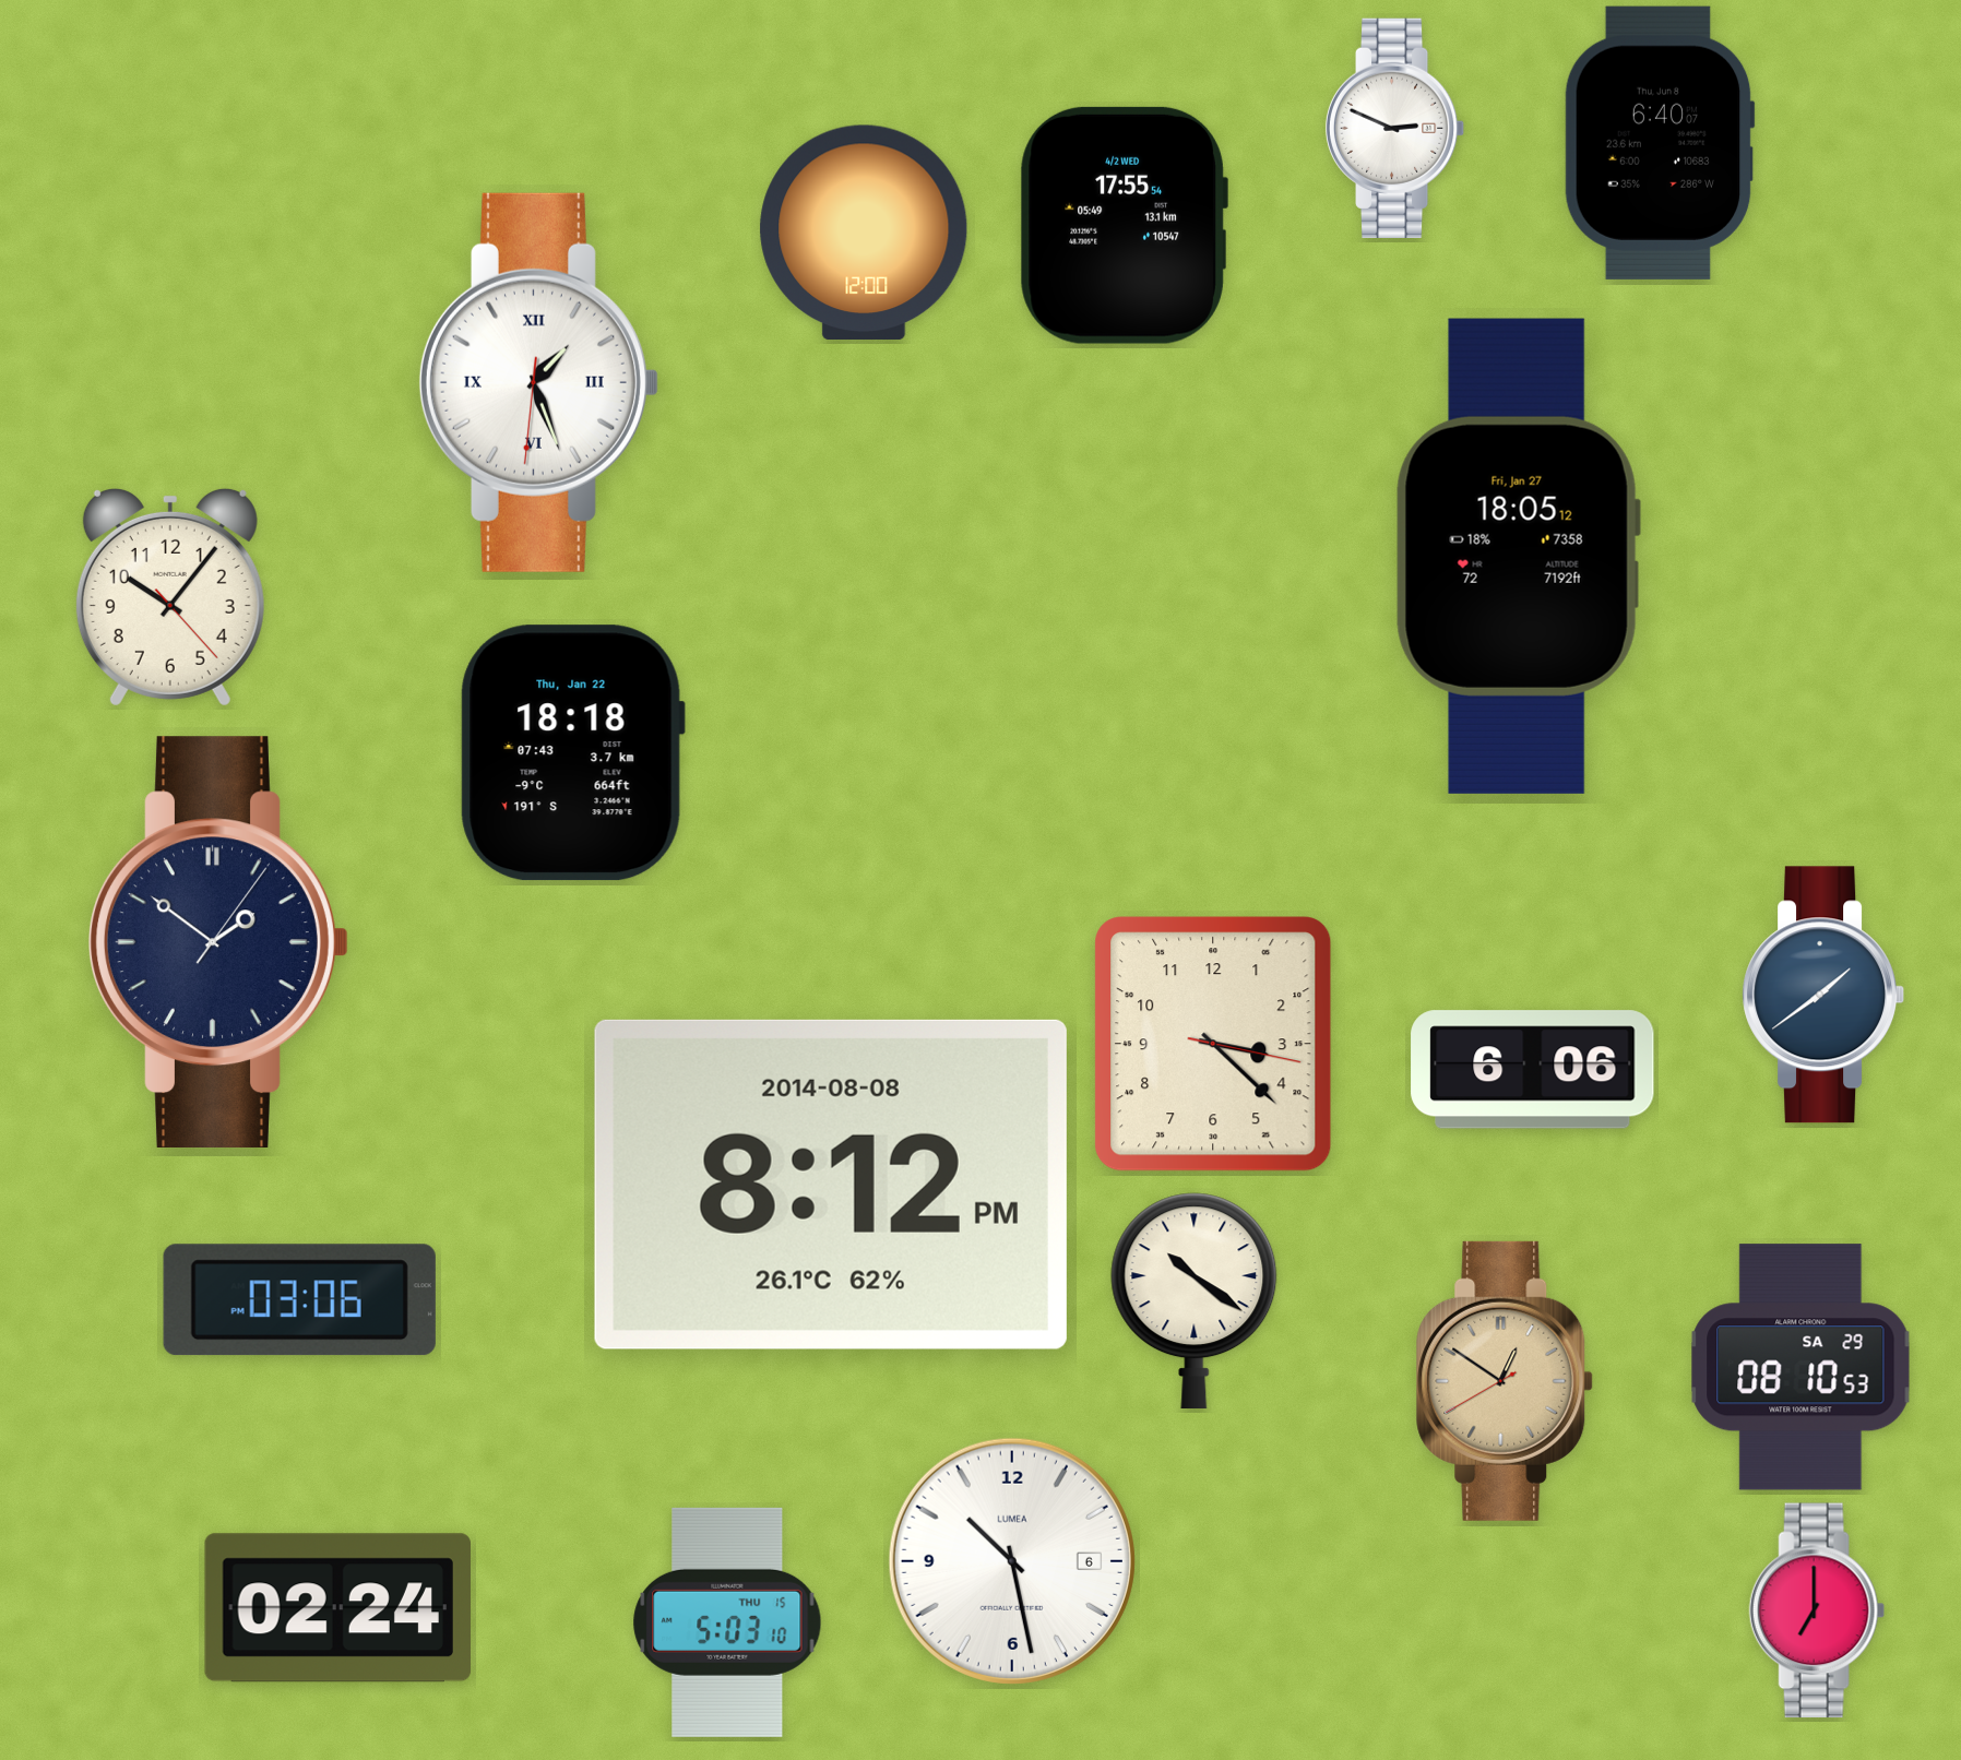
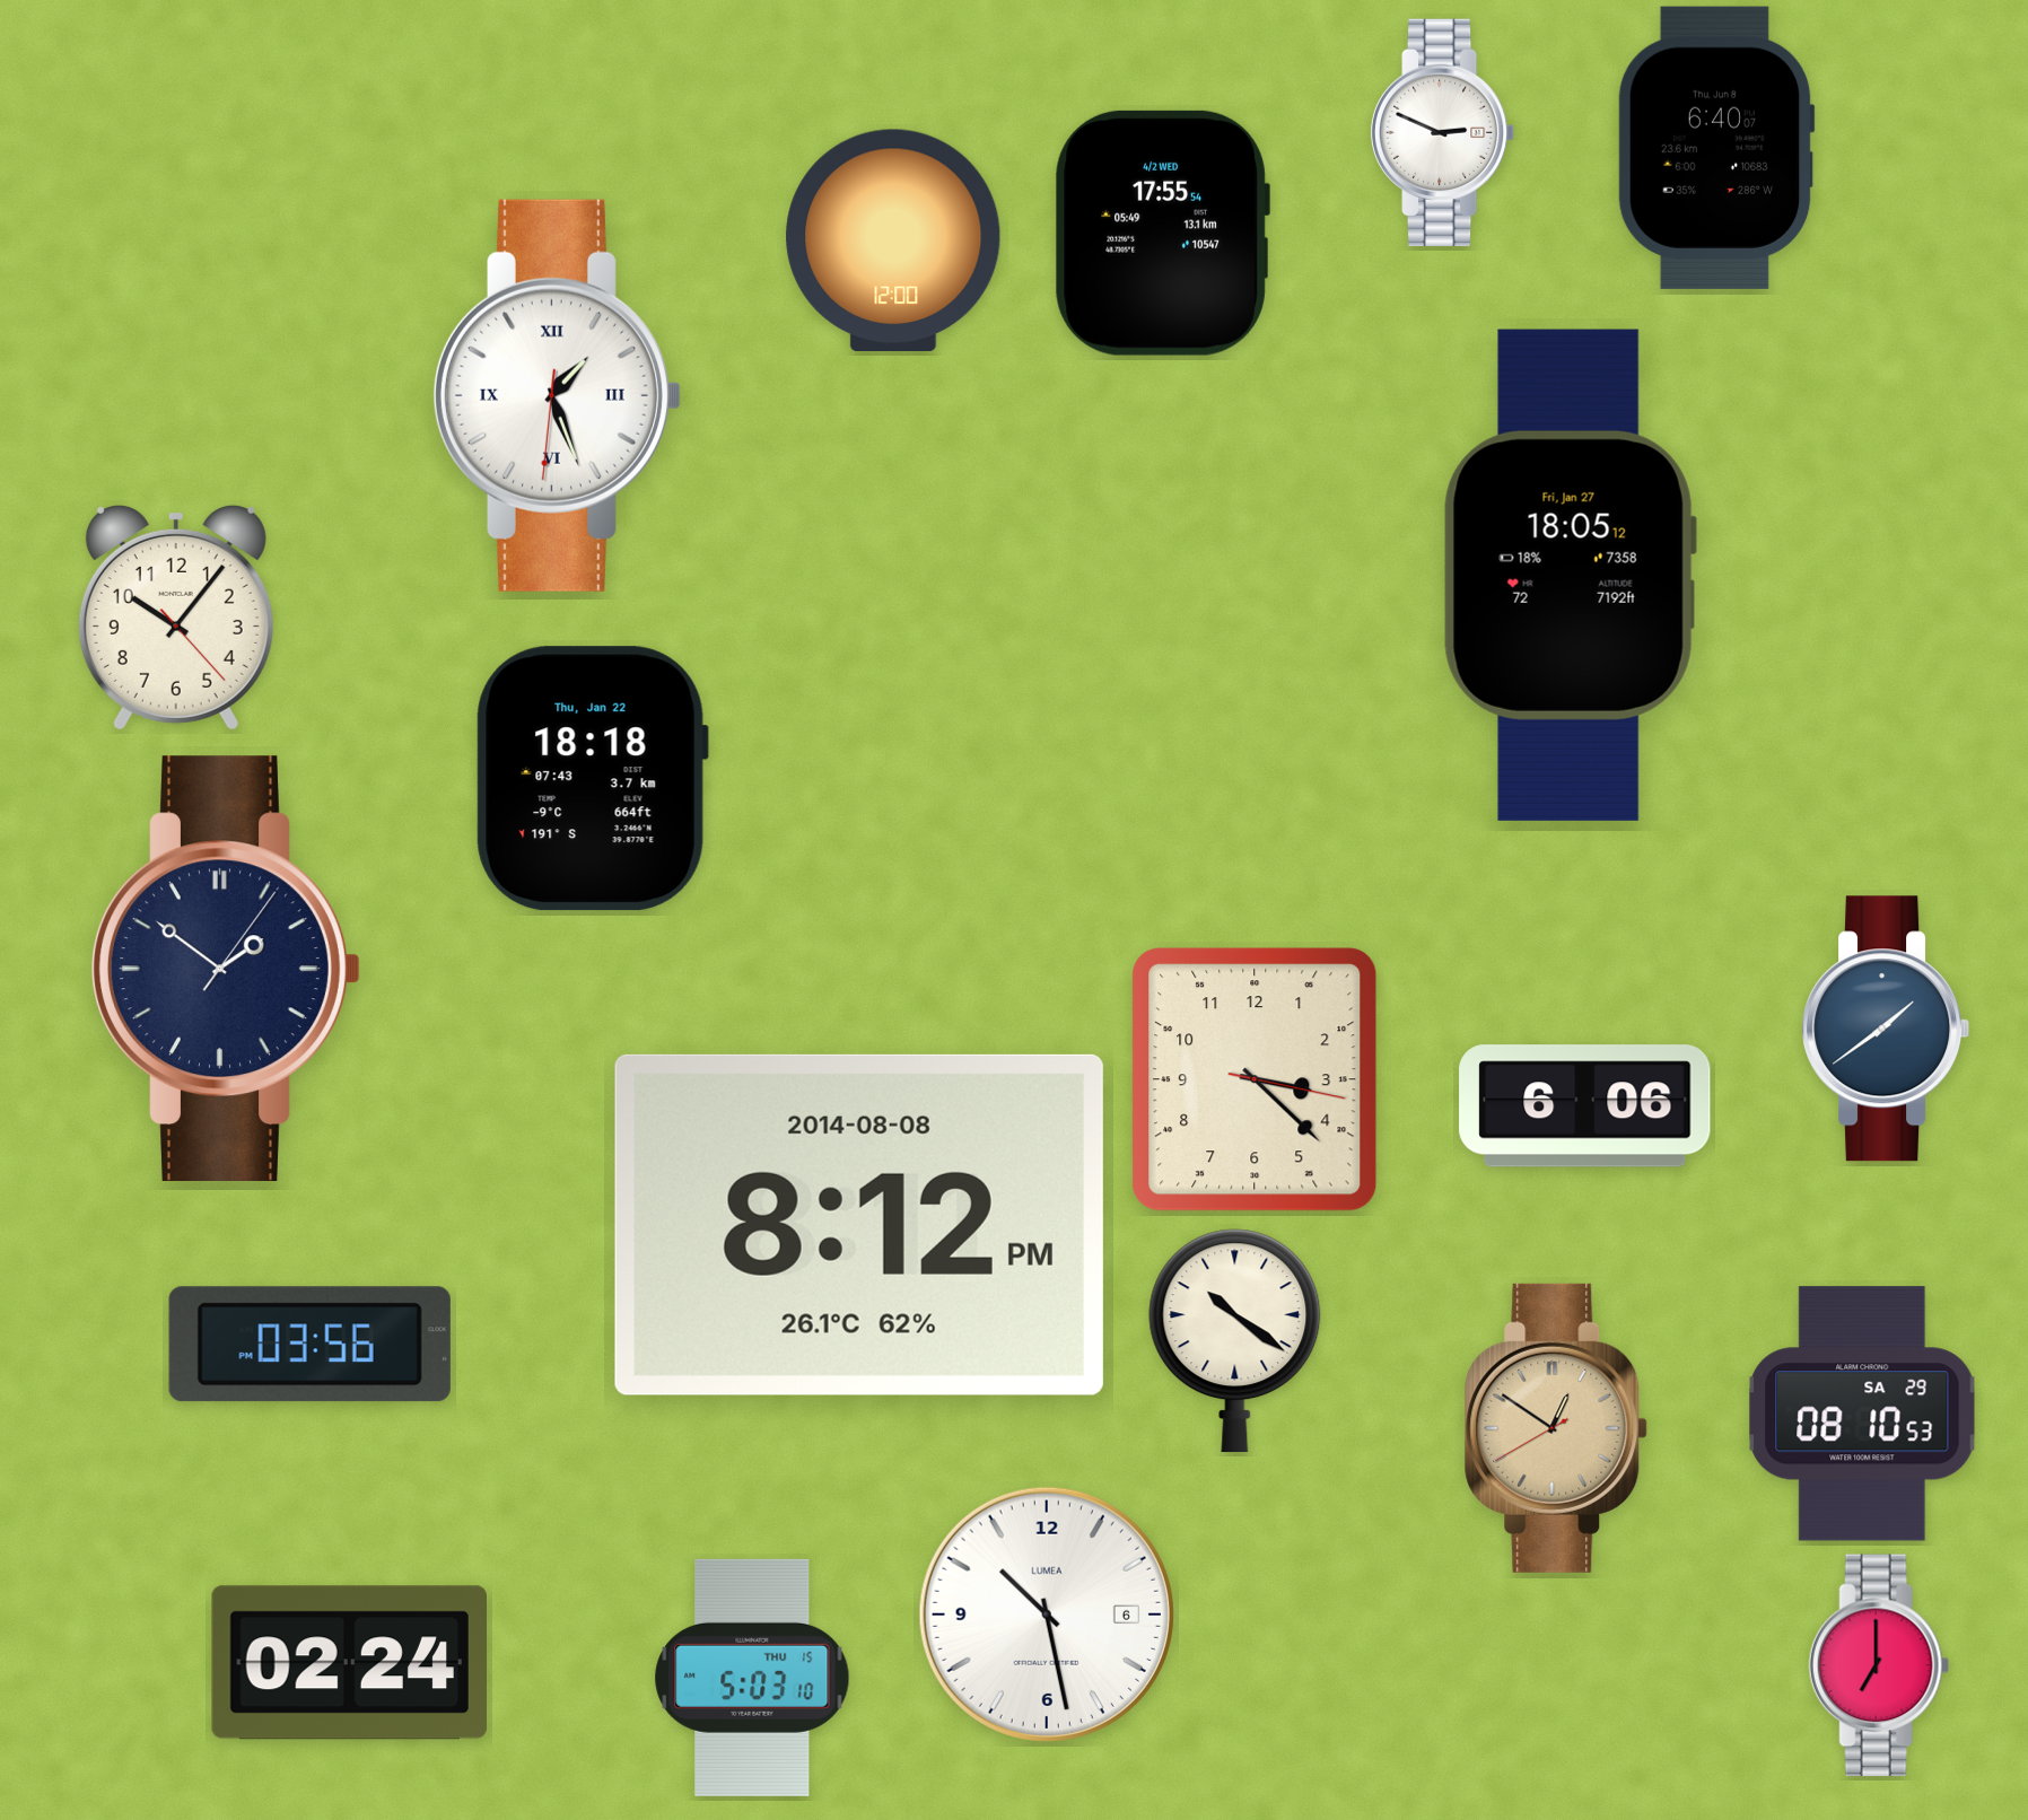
clock at (218, 941) position: (218, 941) -> (226, 968)
clock at (299, 1300): 03:06 -> 03:56
clock at (1195, 1301) position: (1195, 1301) -> (1235, 1341)
